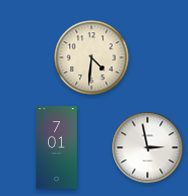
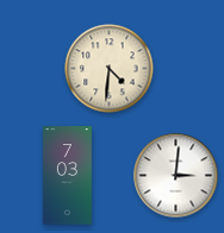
clock at (56, 148): 7:01 -> 7:03
clock at (148, 148): 2:58 -> 3:01
